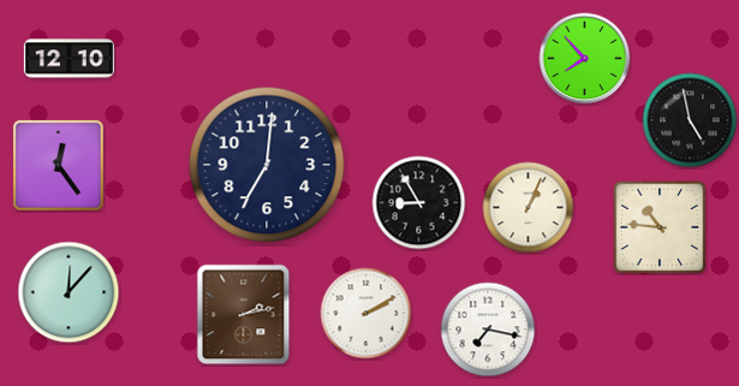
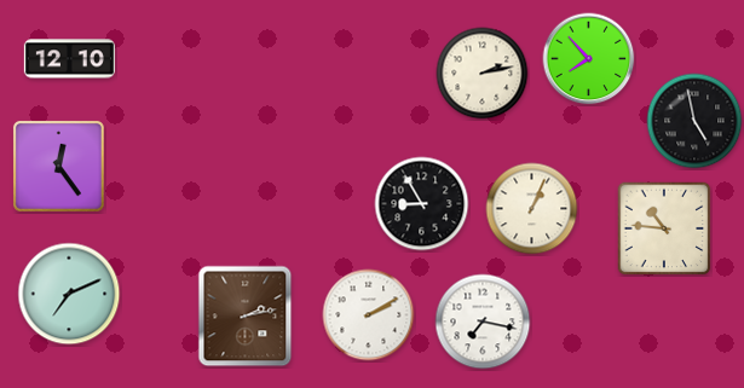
clock at (483, 74): none -> 2:13
clock at (267, 165): 7:01 -> none
clock at (68, 292): 12:07 -> 7:11
clock at (488, 329) position: (488, 329) -> (483, 322)
